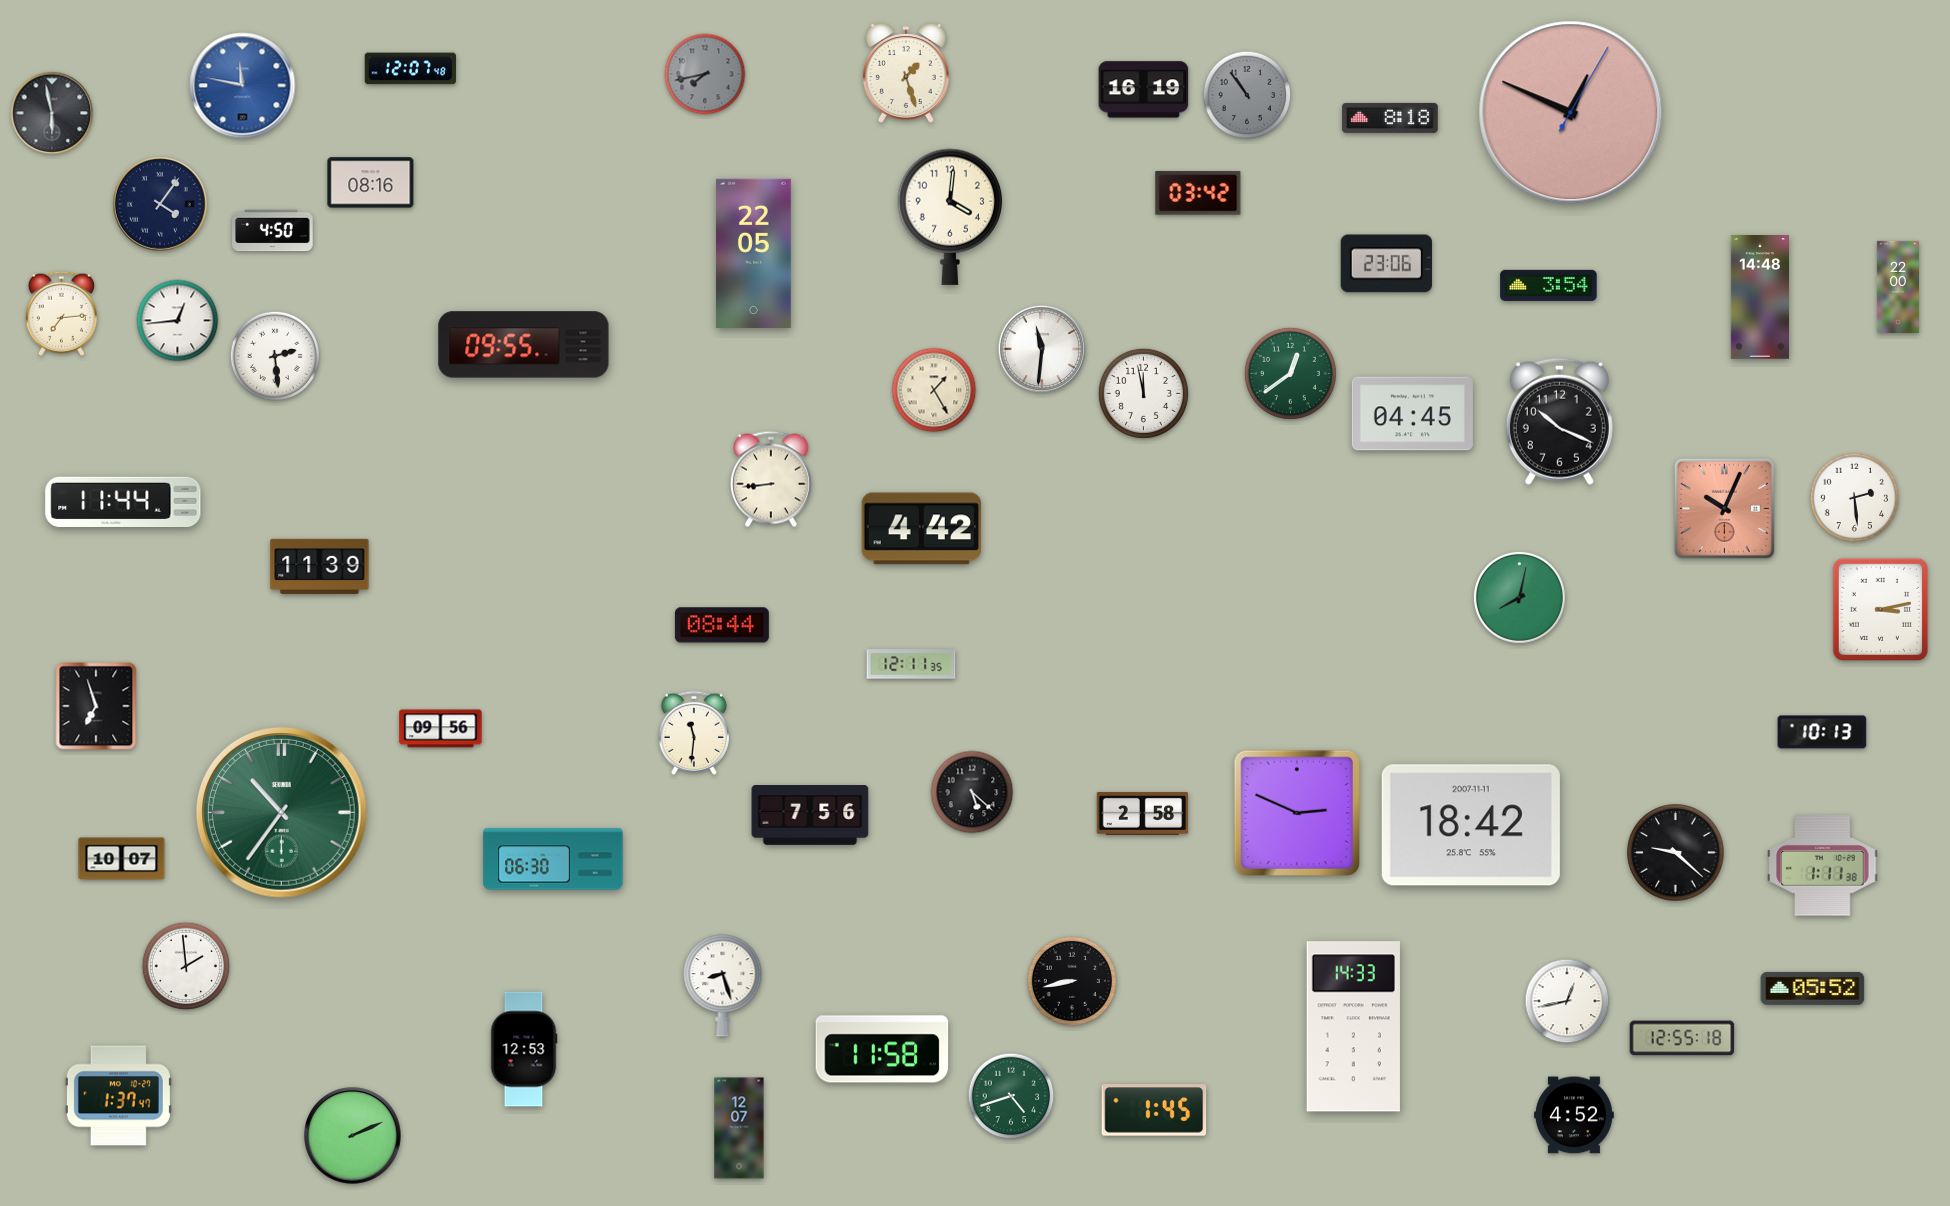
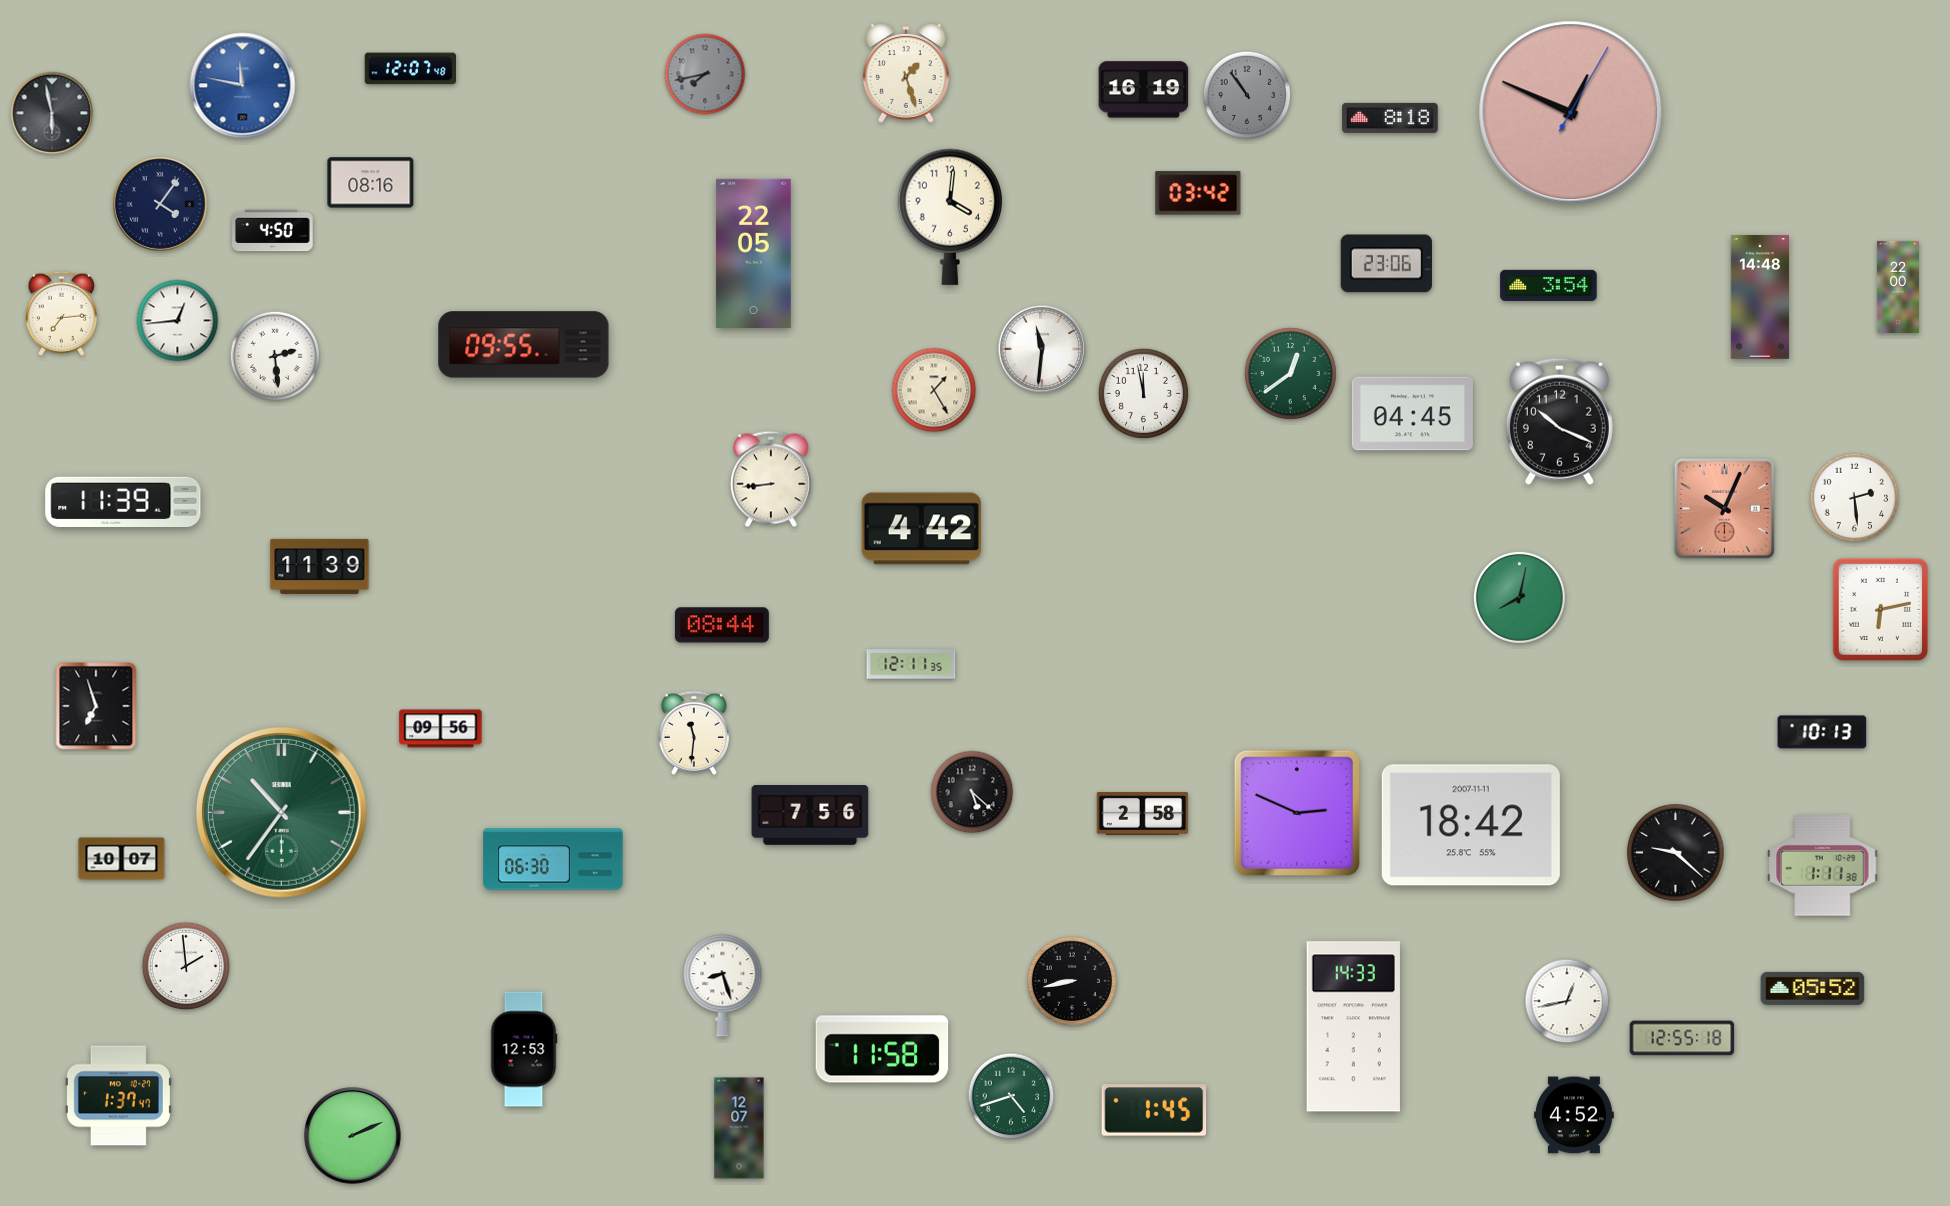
clock at (123, 501): 11:44 -> 11:39
clock at (1880, 609): 3:13 -> 6:13
